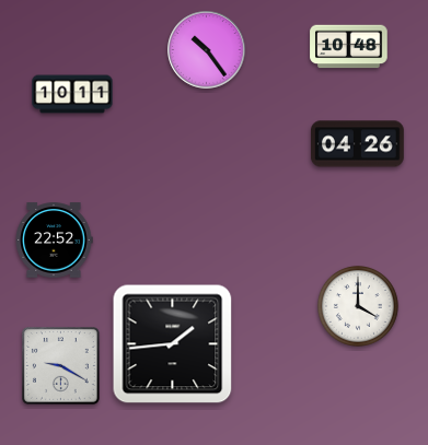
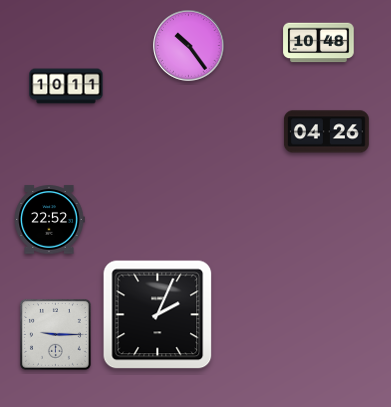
clock at (358, 306): 4:00 -> none
clock at (173, 344): 1:44 -> 2:04
clock at (61, 366): 9:20 -> 9:15
